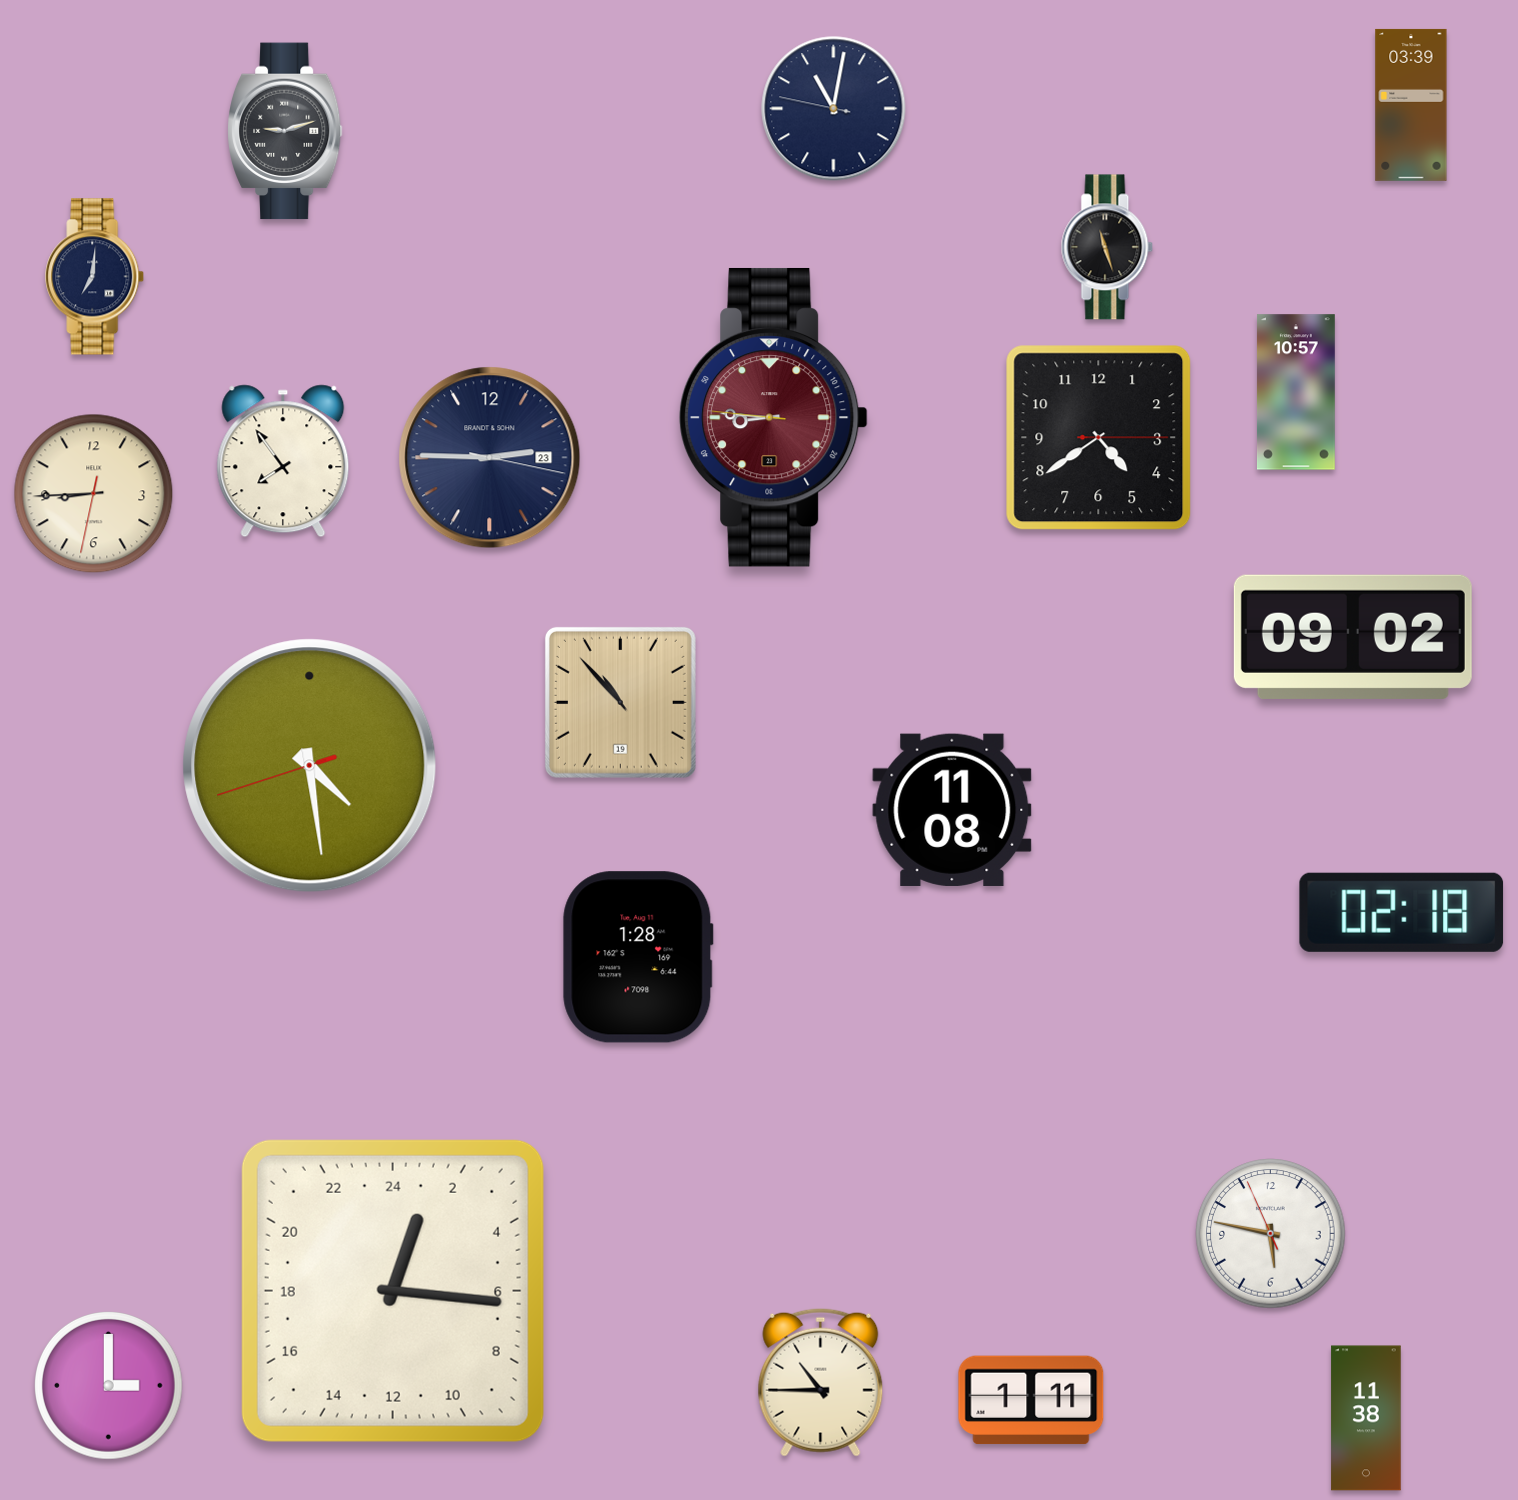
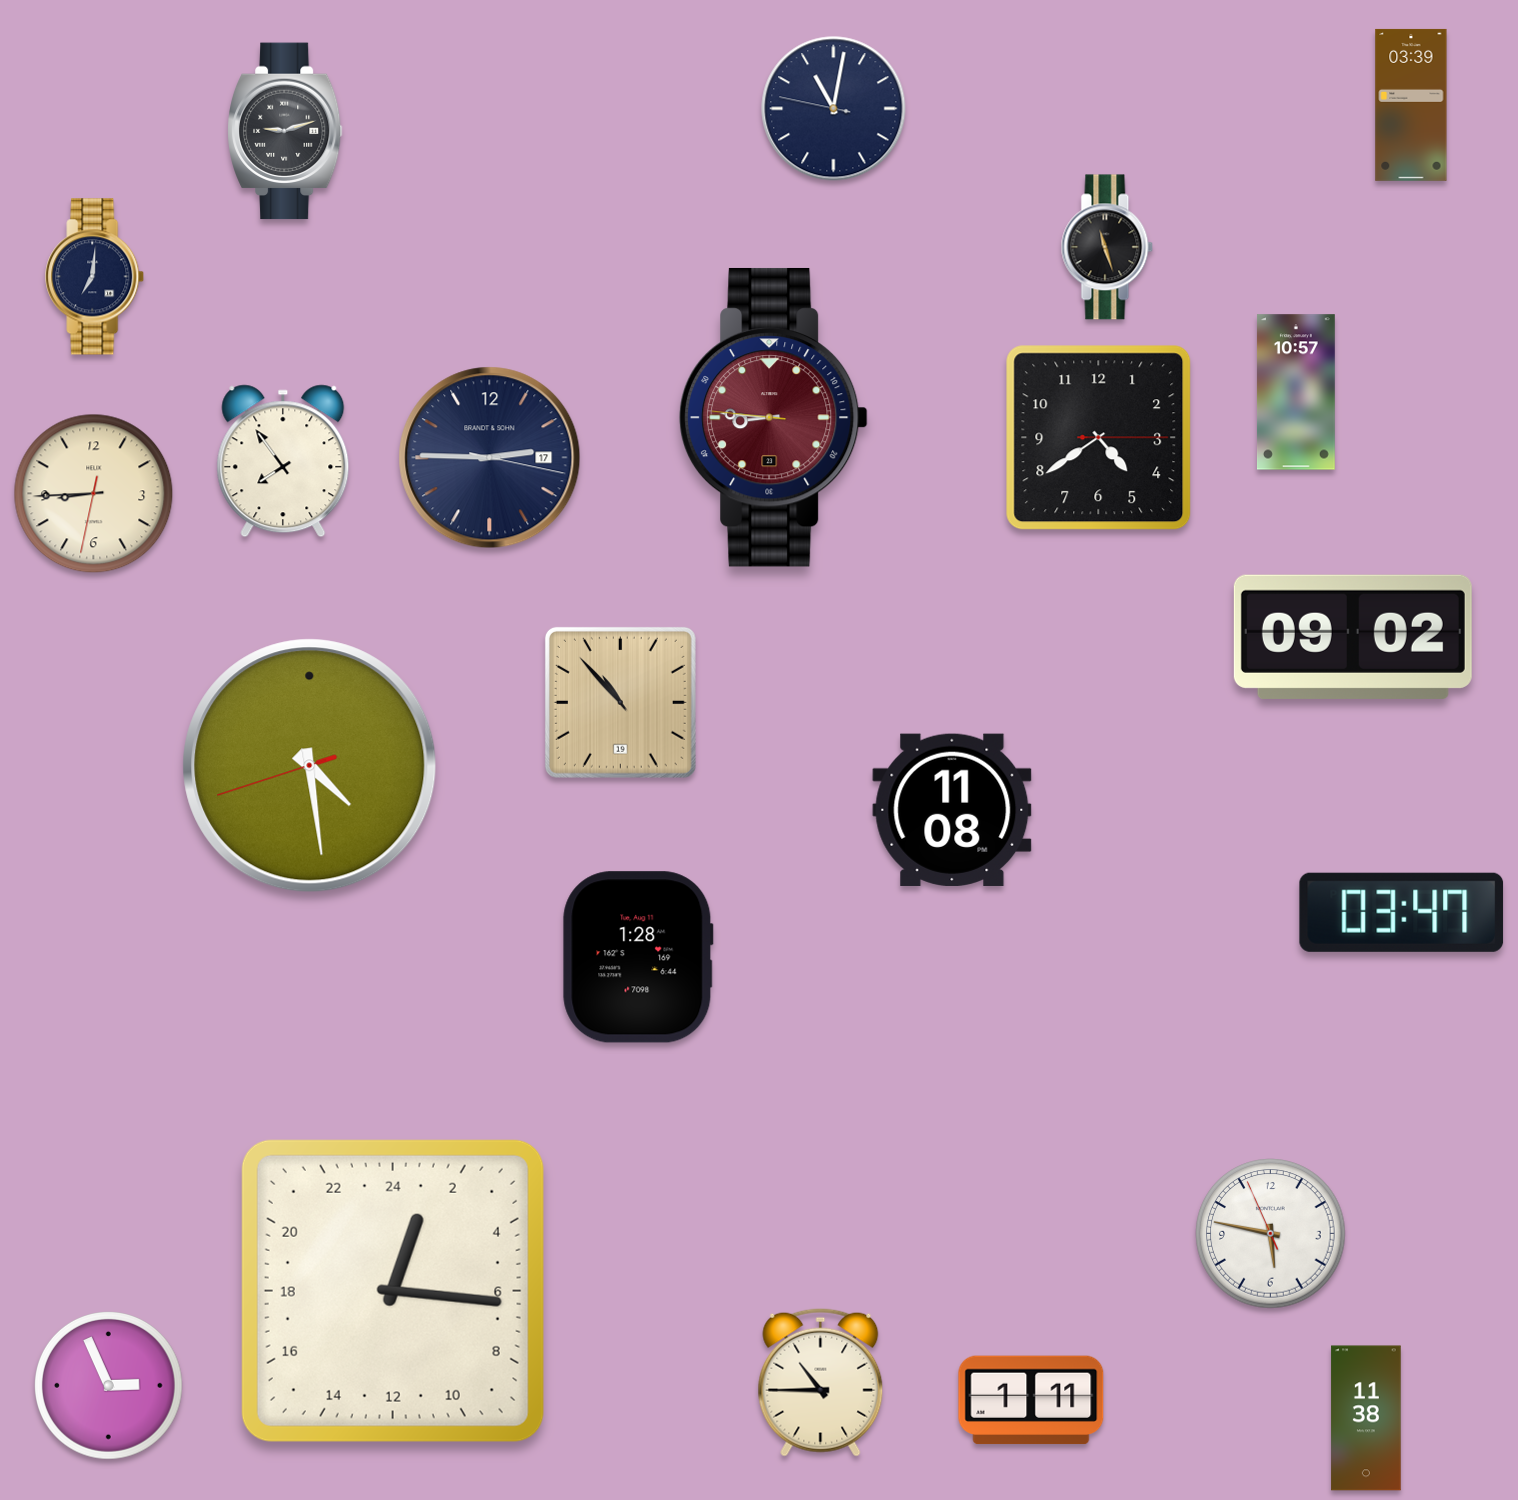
clock at (490, 458) date: 23 -> 17
clock at (1402, 912): 02:18 -> 03:47
clock at (109, 1386): 3:00 -> 2:56
